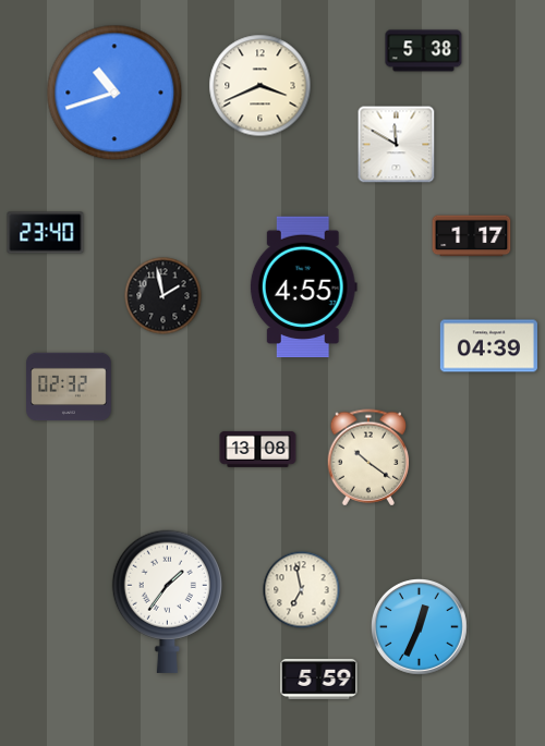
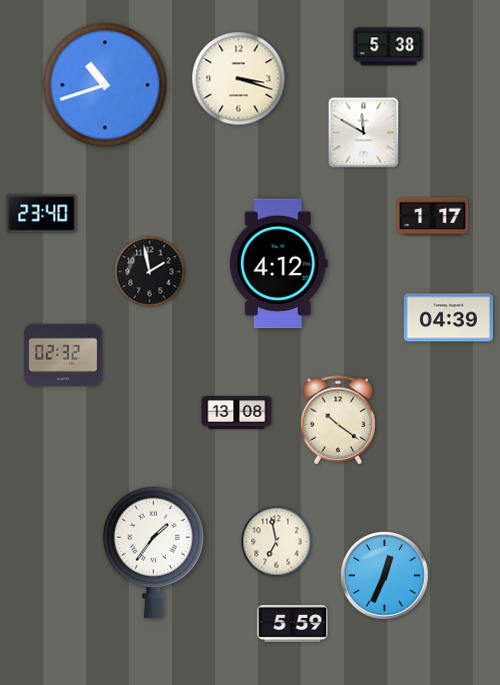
clock at (261, 86): 3:41 -> 3:18
clock at (303, 288): 4:55 -> 4:12
